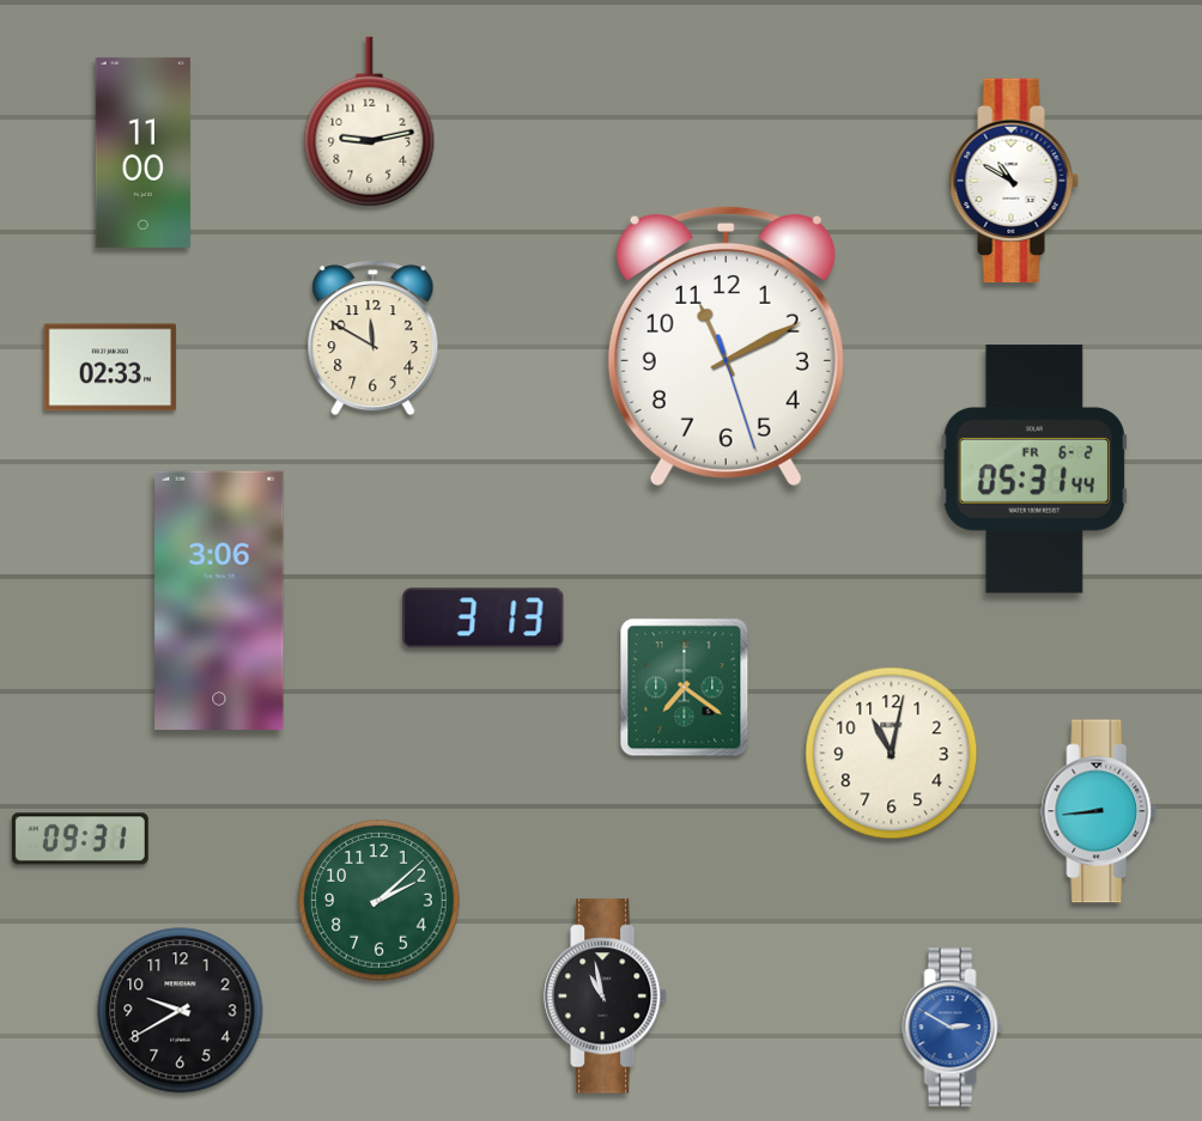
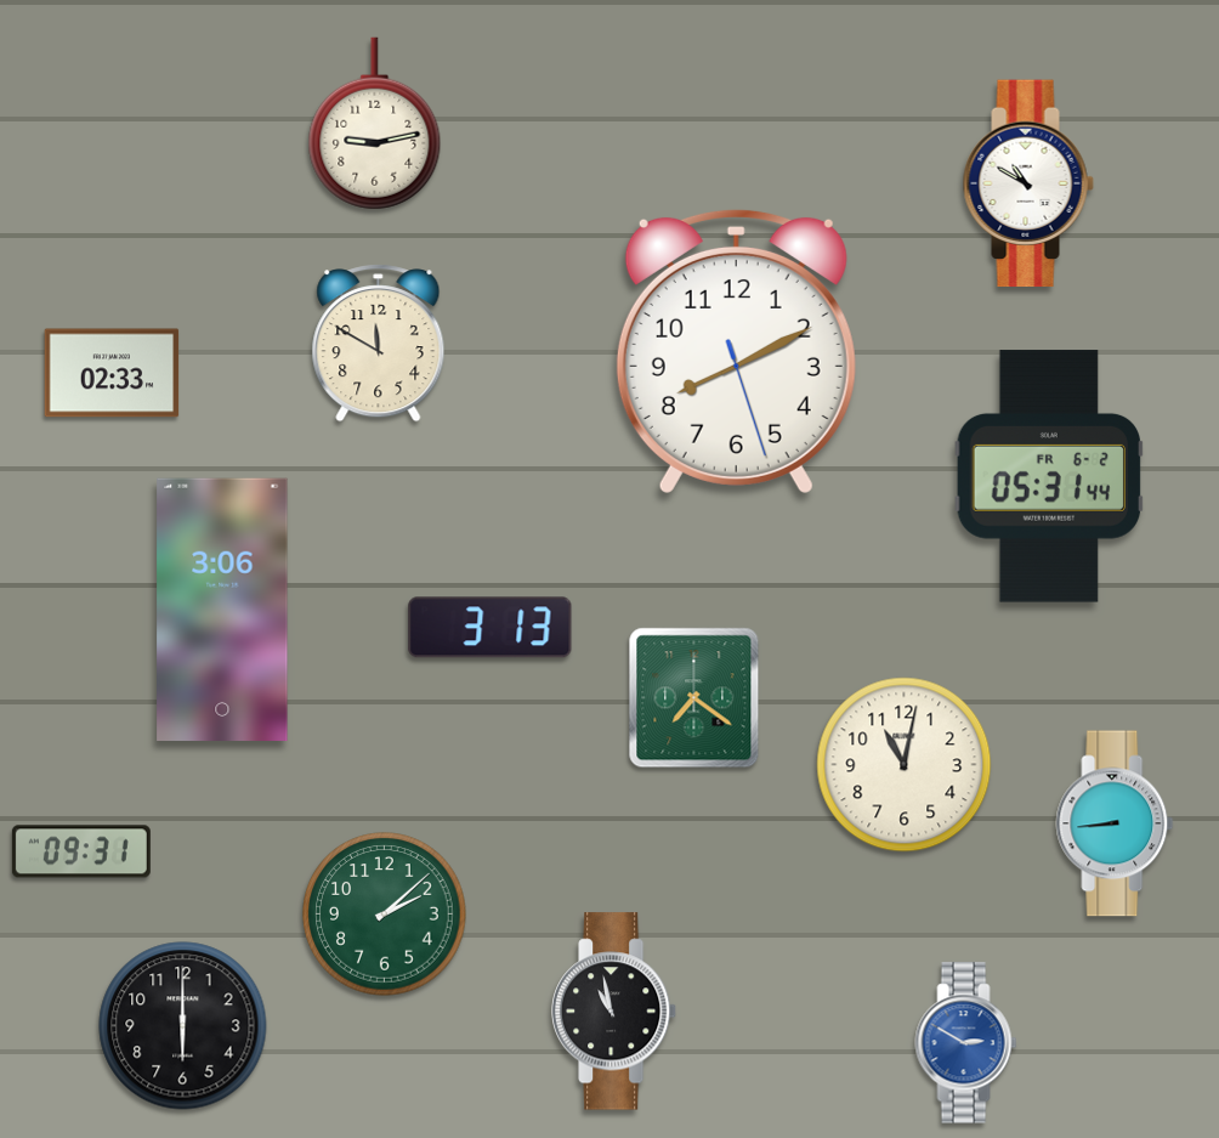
clock at (142, 152): 11:00 -> none
clock at (726, 346): 11:10 -> 8:10
clock at (181, 1011): 9:40 -> 6:00
